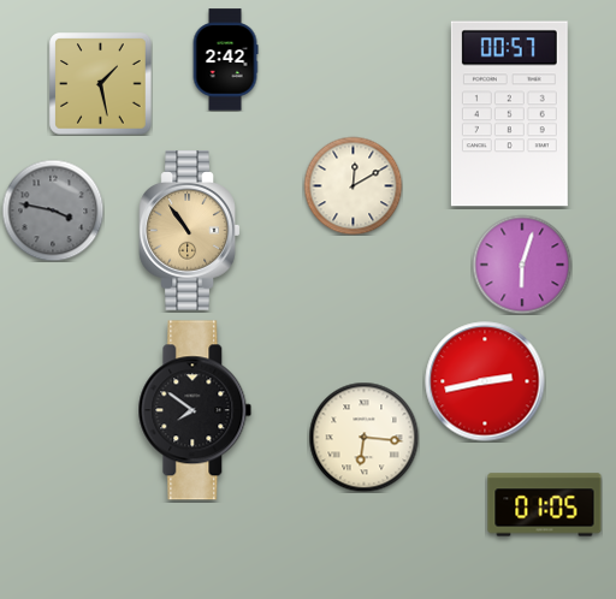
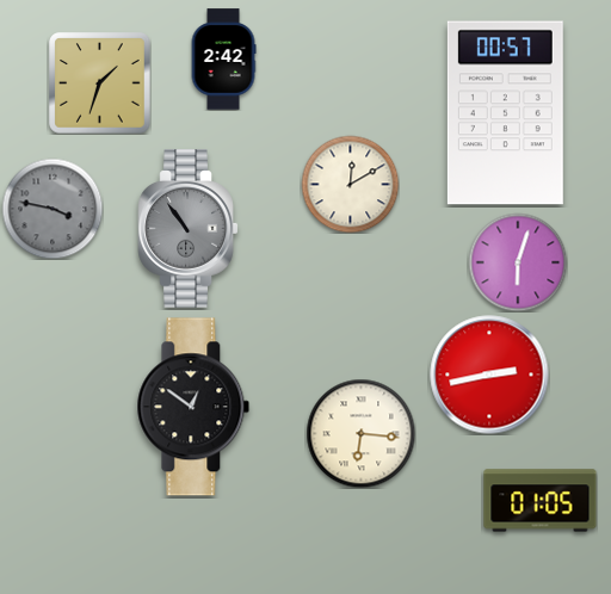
clock at (101, 84): 1:28 -> 1:33
clock at (190, 231) dial: champagne -> grey
clock at (485, 381) position: (485, 381) -> (489, 375)
clock at (195, 410): 7:51 -> 12:51
